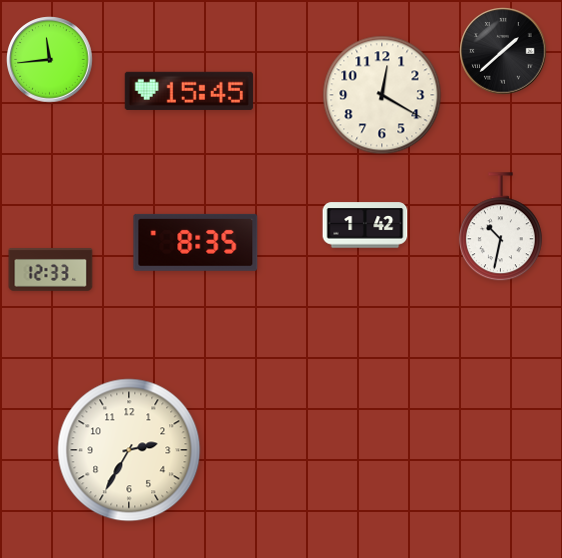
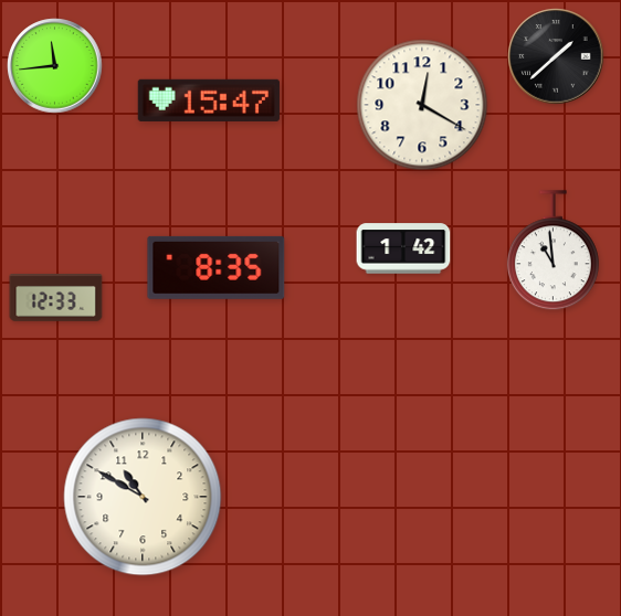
clock at (189, 91): 15:45 -> 15:47
clock at (500, 227): 10:32 -> 10:59
clock at (129, 450): 2:35 -> 10:50
